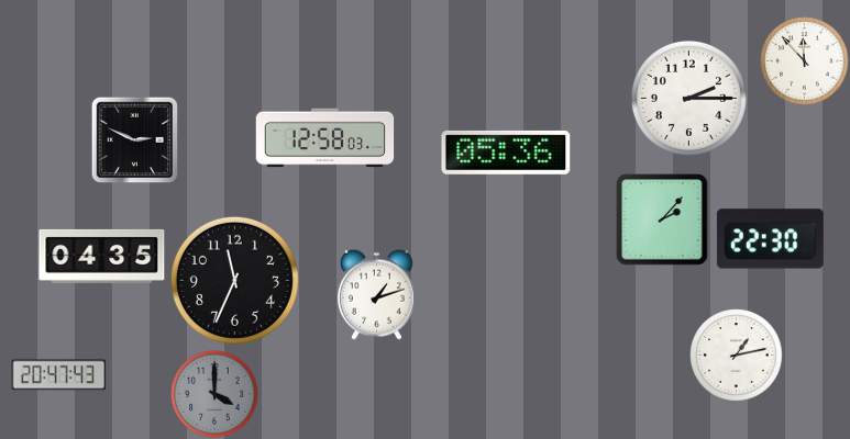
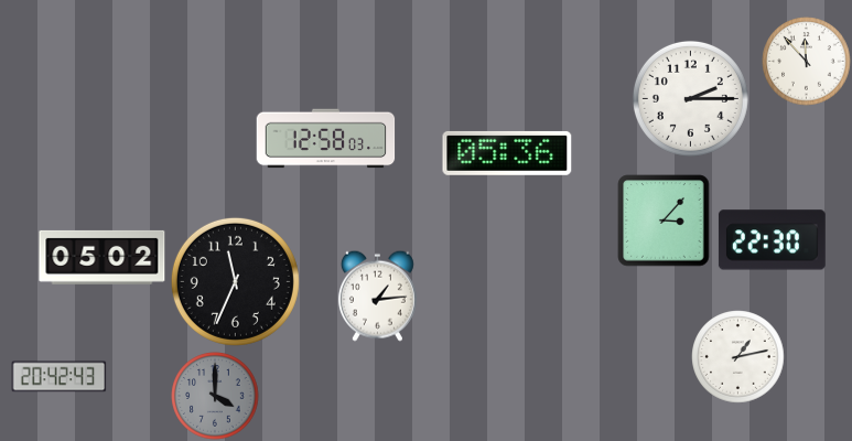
clock at (134, 139): 2:49 -> none
clock at (662, 219): 2:07 -> 3:07
clock at (102, 256): 04:35 -> 05:02
clock at (376, 294): 1:12 -> 1:14
clock at (59, 375): 20:47 -> 20:42
